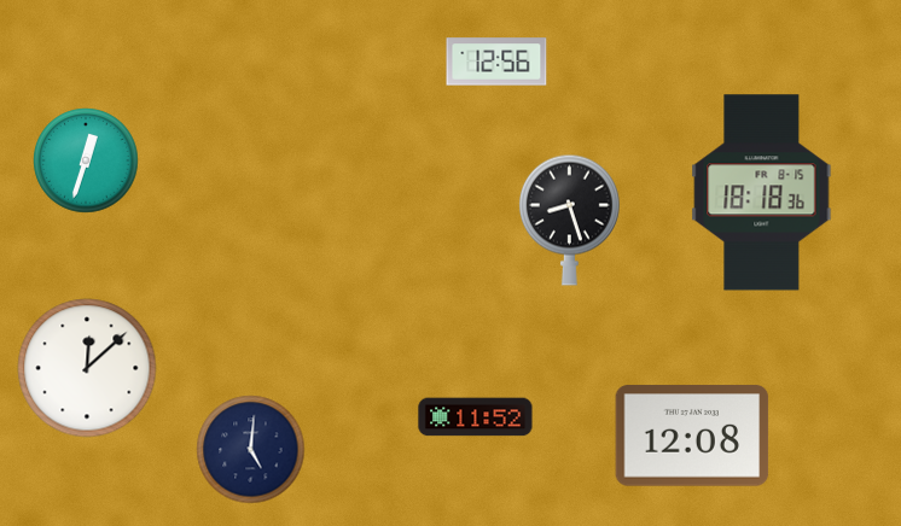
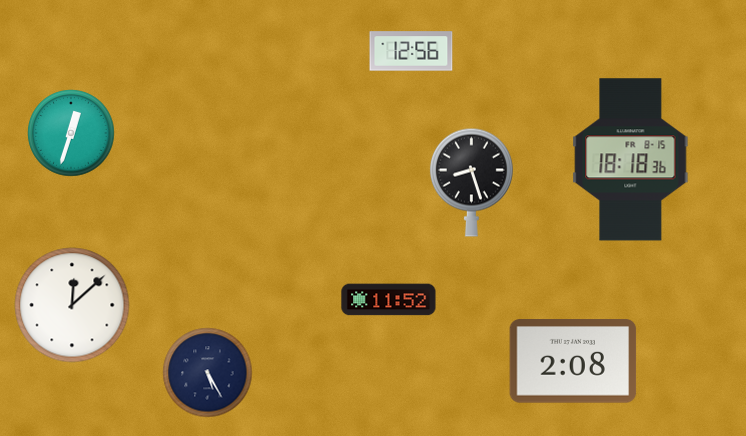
clock at (476, 417) position: (476, 417) -> (389, 300)
clock at (692, 436): 12:08 -> 2:08
clock at (251, 450): 5:01 -> 5:25
